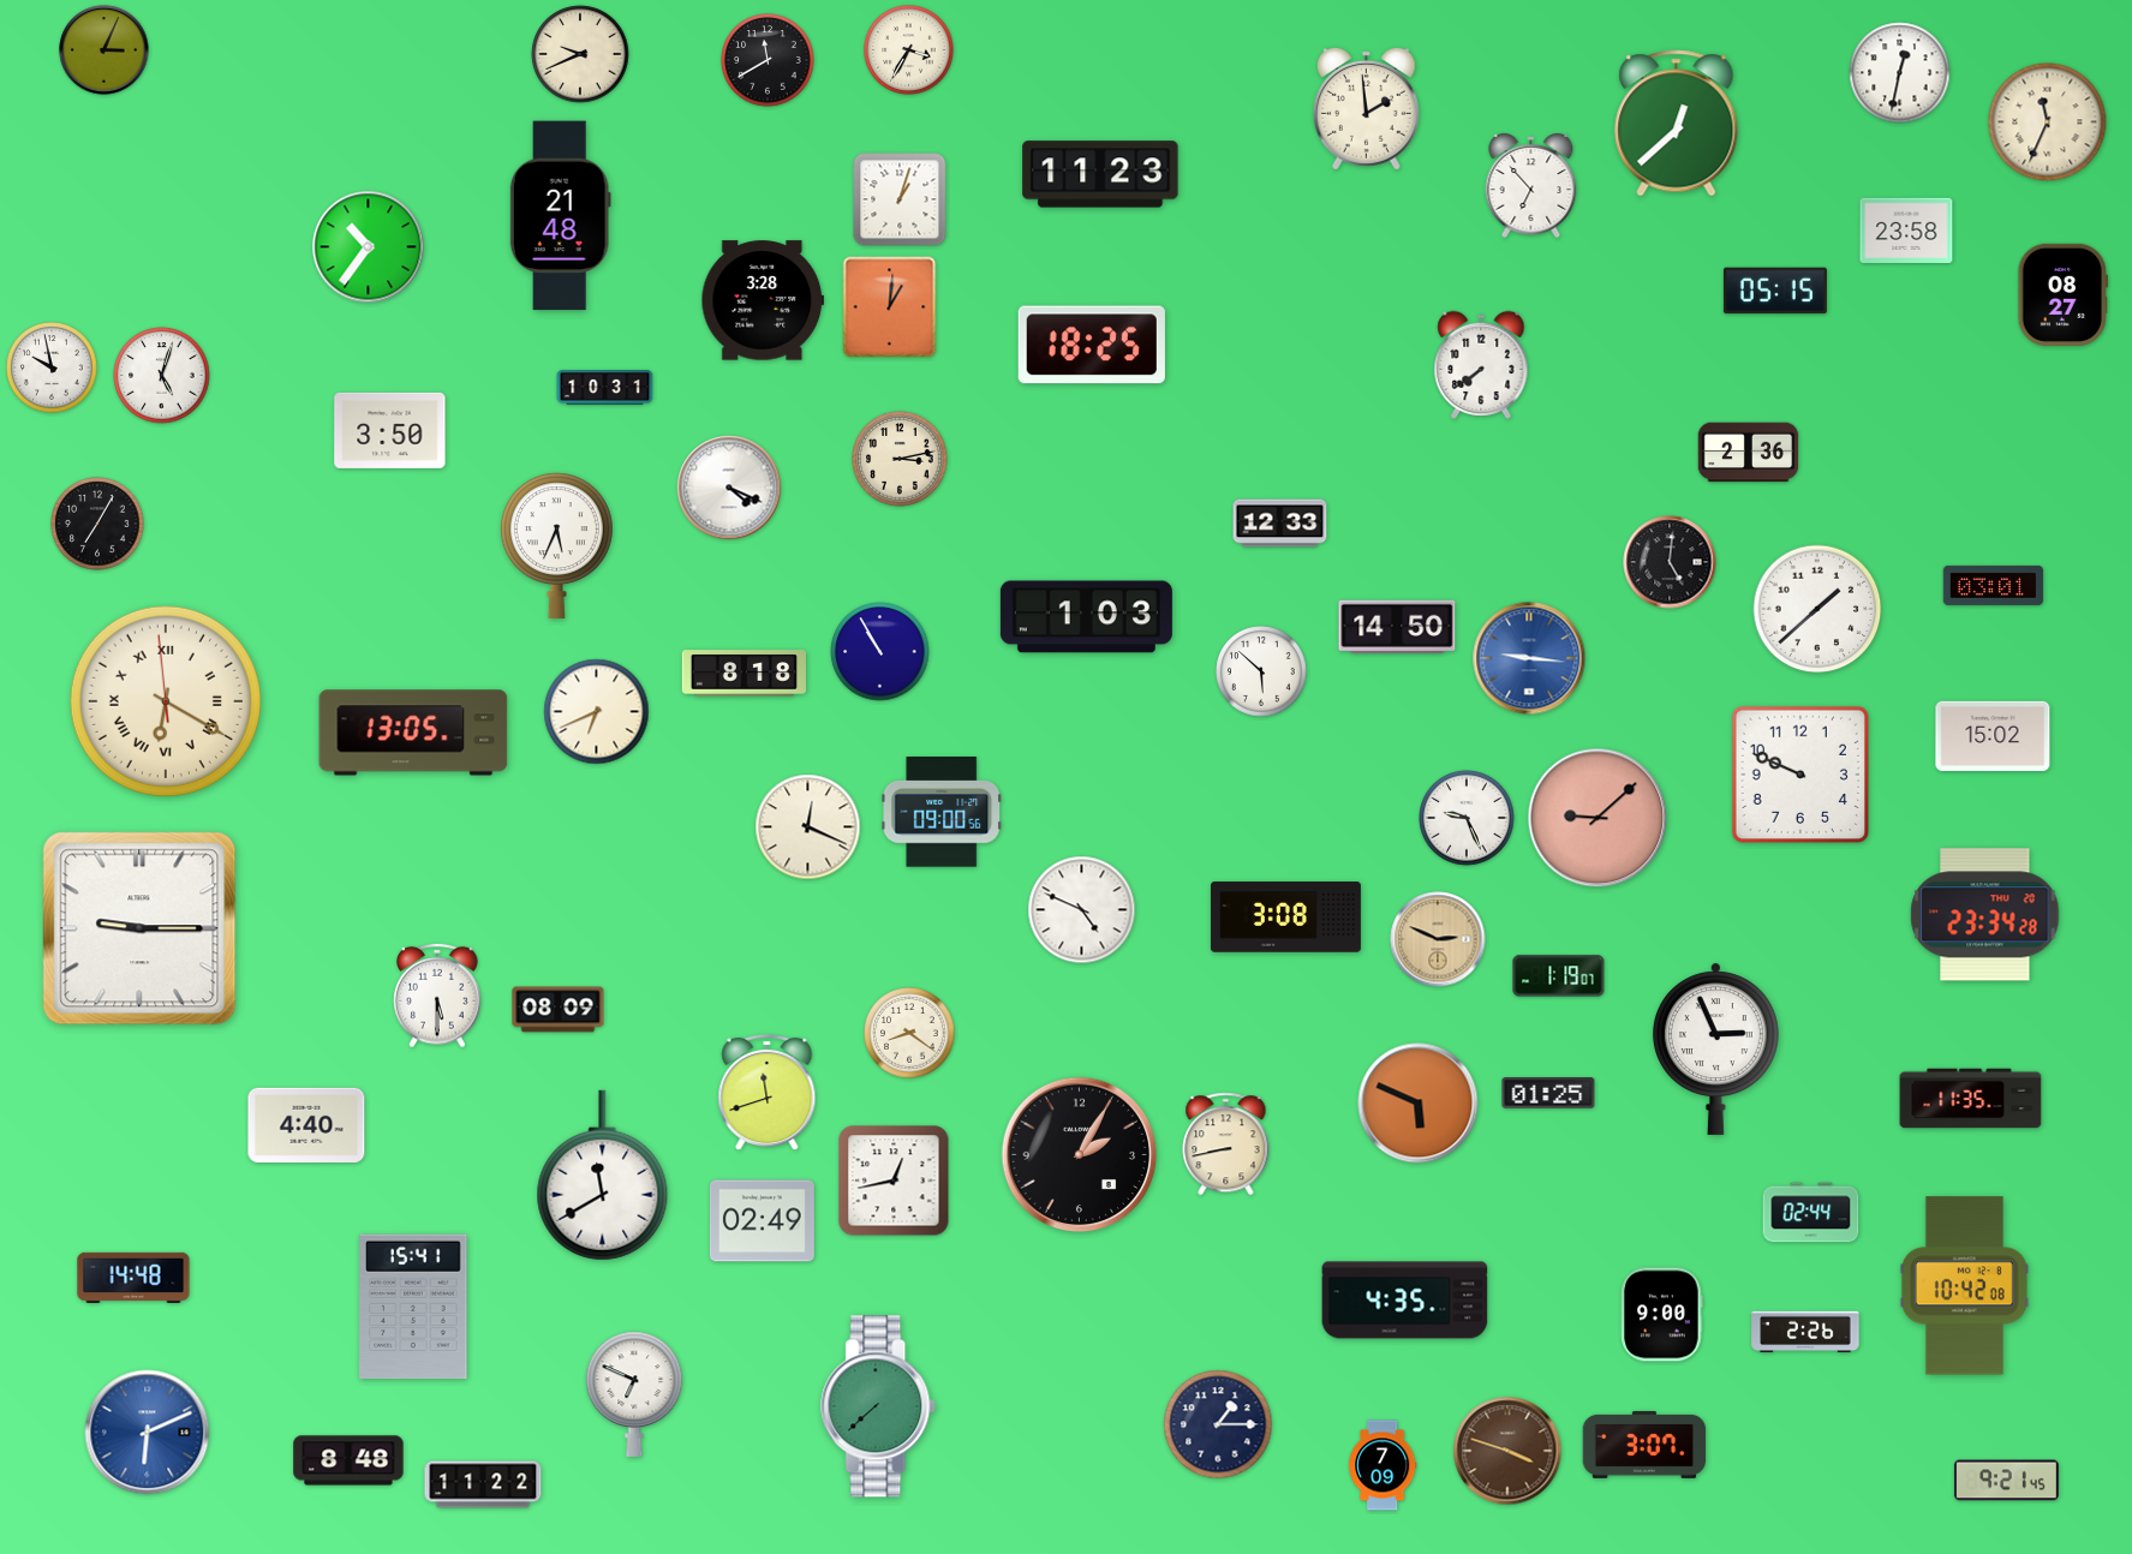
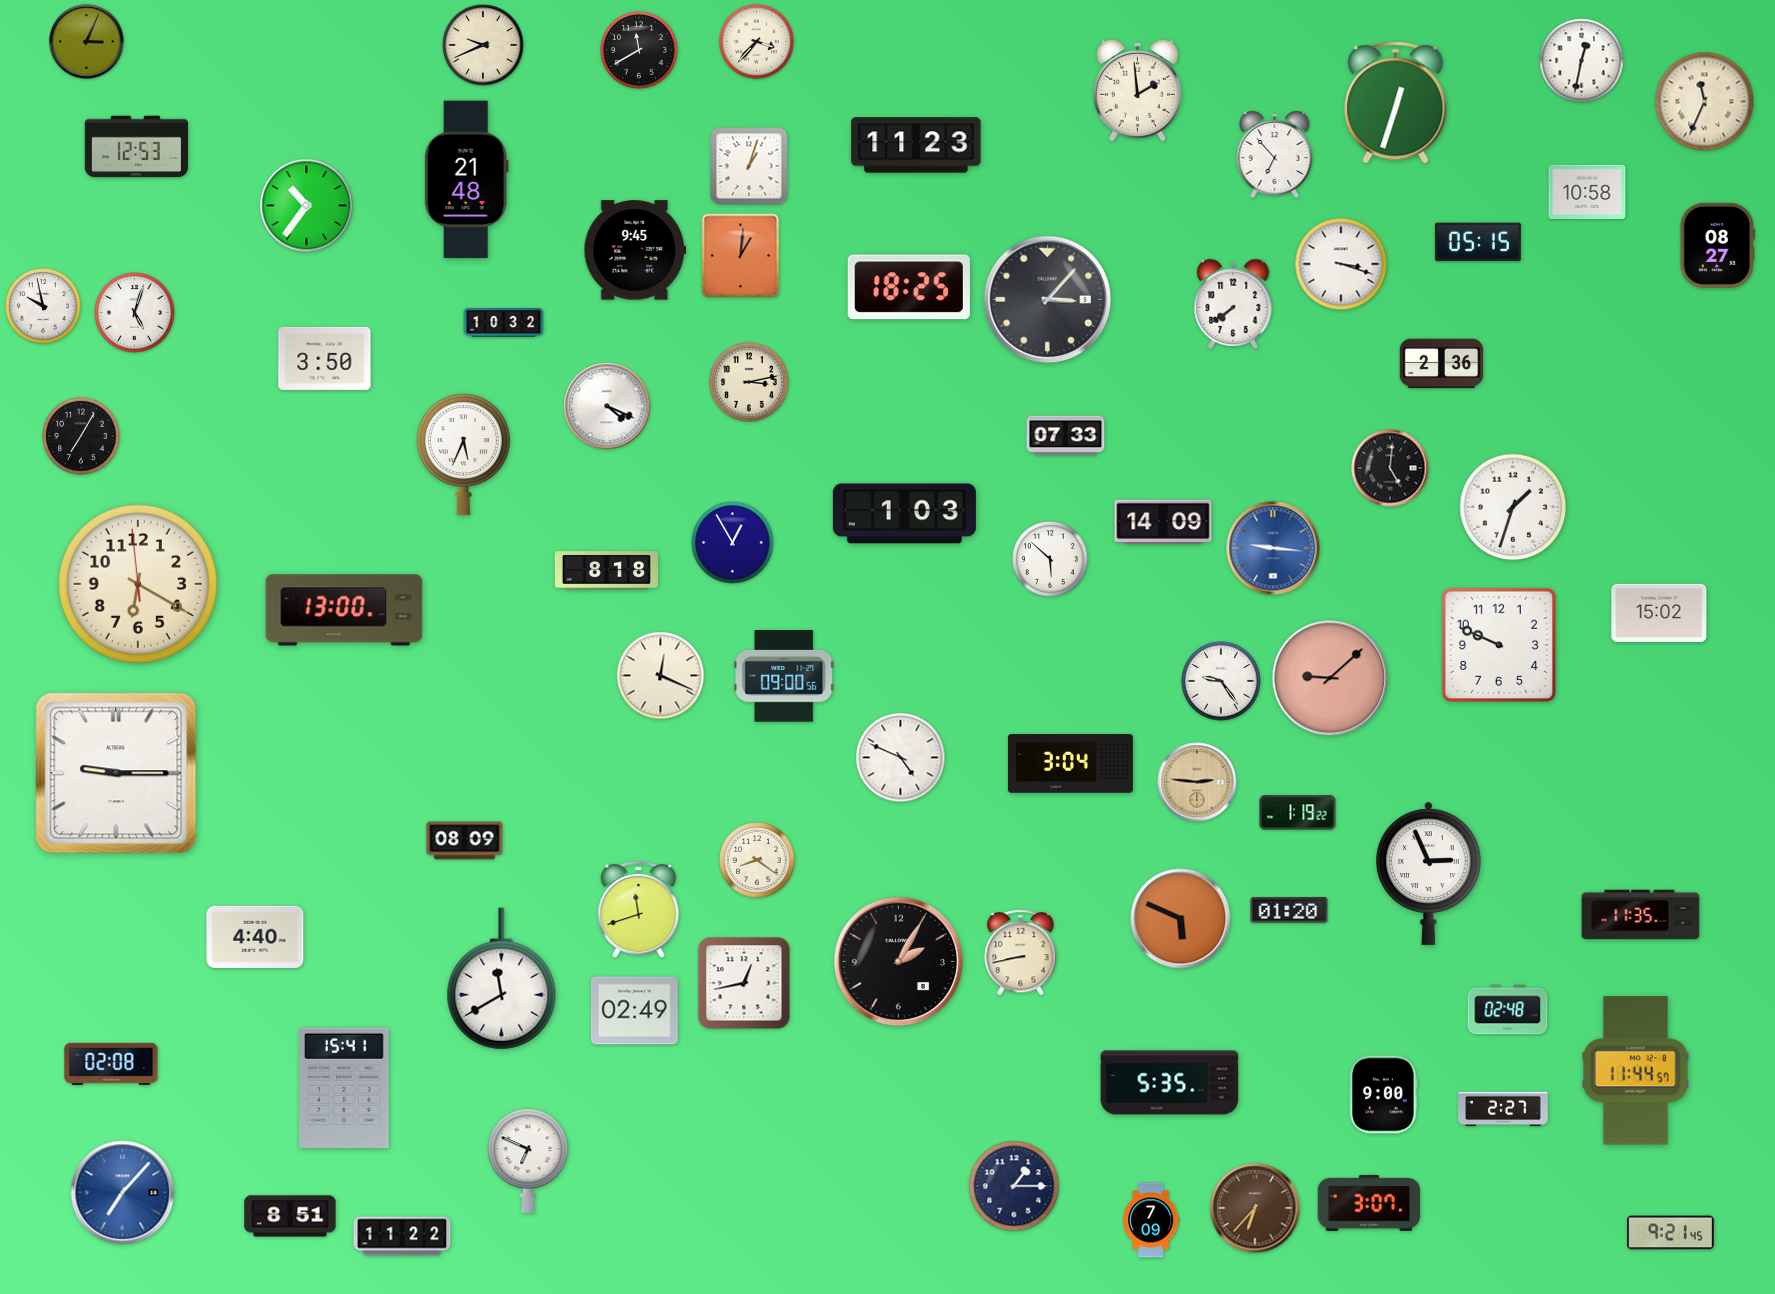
clock at (909, 50): 3:35 -> 3:37
clock at (1677, 124): 12:38 -> 12:33
clock at (136, 147): none -> 12:53
clock at (1906, 229): 23:58 -> 10:58
clock at (762, 300): 3:28 -> 9:45
clock at (1341, 264): none -> 3:18
clock at (1048, 300): none -> 3:07
clock at (605, 388): 10:31 -> 10:32
clock at (1749, 453) position: (1749, 453) -> (1442, 364)
clock at (1280, 524): 12:33 -> 07:33
clock at (1994, 585): 03:01 -> none
clock at (1817, 609): 1:38 -> 1:33
clock at (1397, 627): 14:50 -> 14:09
clock at (880, 652): 10:55 -> 12:55
clock at (743, 674) position: (743, 674) -> (606, 571)
clock at (166, 701) numerals: Roman -> Arabic
clock at (597, 712): 6:41 -> none
clock at (413, 733): 13:05 -> 13:00
clock at (1467, 818): 9:26 -> 9:24
clock at (1597, 818) position: (1597, 818) -> (1330, 678)
clock at (808, 827) position: (808, 827) -> (661, 676)
clock at (1985, 915): 23:34 -> none
clock at (1285, 918): 3:08 -> 3:04
clock at (1438, 939): 2:49 -> 2:46
clock at (1559, 976): 1:19:07 -> 1:19:22
clock at (437, 996): 5:30 -> none
clock at (1548, 1093): 01:25 -> 01:20
clock at (1811, 1213): 02:44 -> 02:48
clock at (762, 1221) position: (762, 1221) -> (634, 1011)
clock at (133, 1278): 14:48 -> 02:08
clock at (1964, 1286): 10:42 -> 11:44
clock at (1405, 1301): 4:35 -> 5:35
clock at (1805, 1332): 2:26 -> 2:27
clock at (879, 1406): 7:38 -> none
clock at (148, 1433): 6:11 -> 7:07
clock at (1507, 1451): 3:48 -> 6:37
clock at (348, 1460): 8:48 -> 8:51
